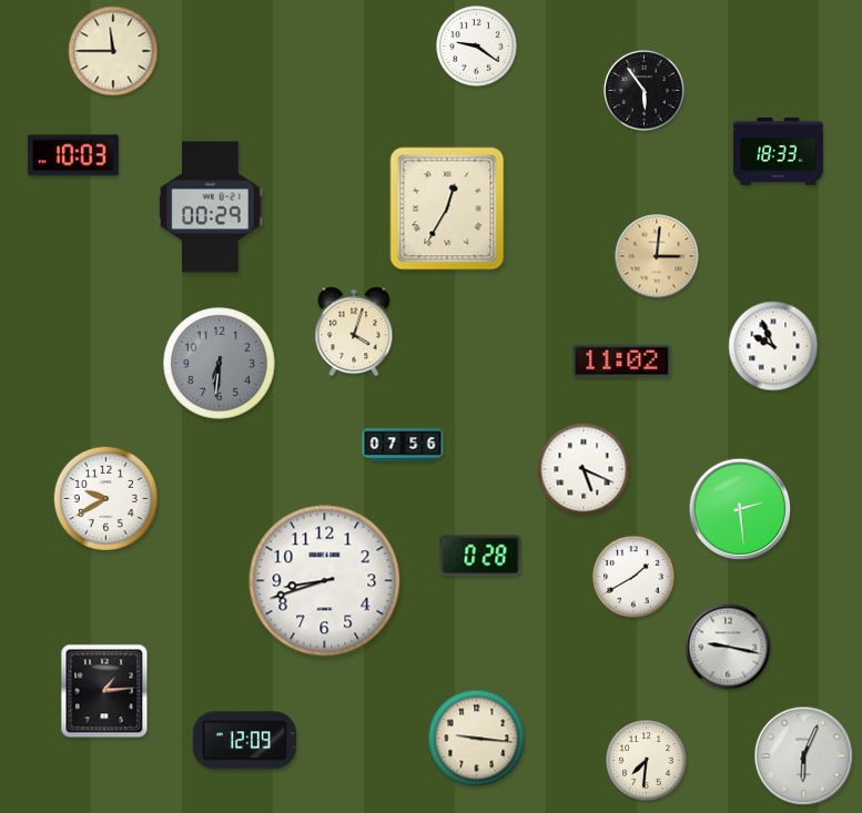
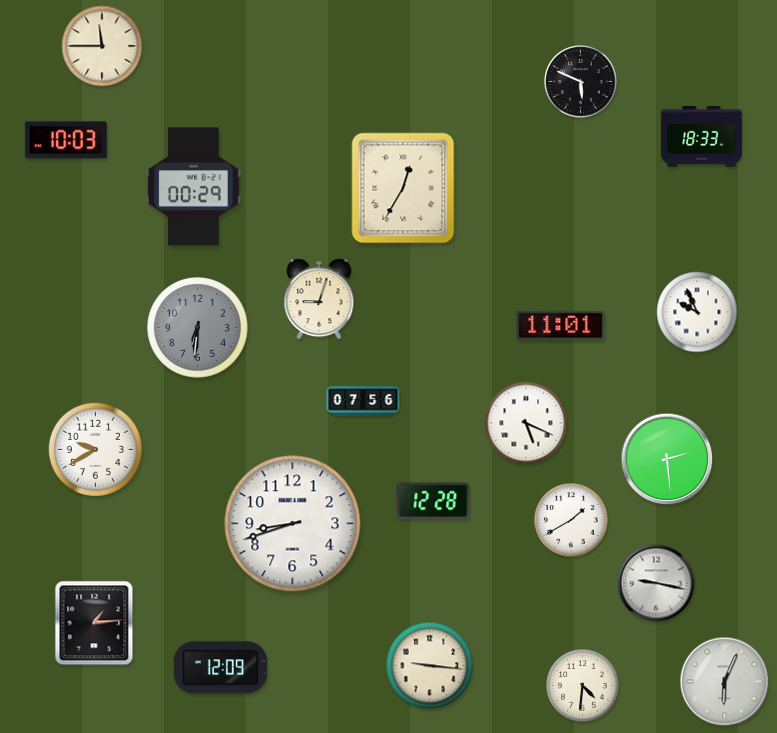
clock at (477, 47): 9:21 -> none
clock at (645, 91): 5:54 -> 5:49
clock at (211, 207) position: (211, 207) -> (194, 187)
clock at (657, 256): 3:01 -> none
clock at (354, 332): 4:03 -> 9:03
clock at (622, 360): 11:02 -> 11:01
clock at (480, 556): 0:28 -> 12:28
clock at (647, 761): 7:31 -> 4:31
